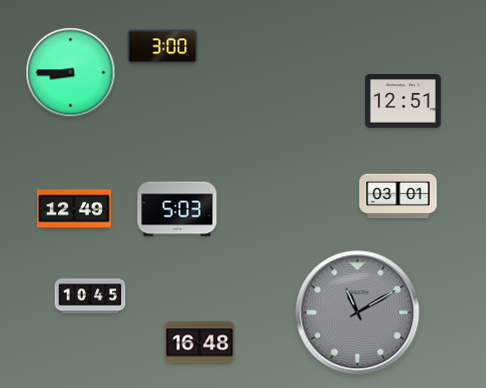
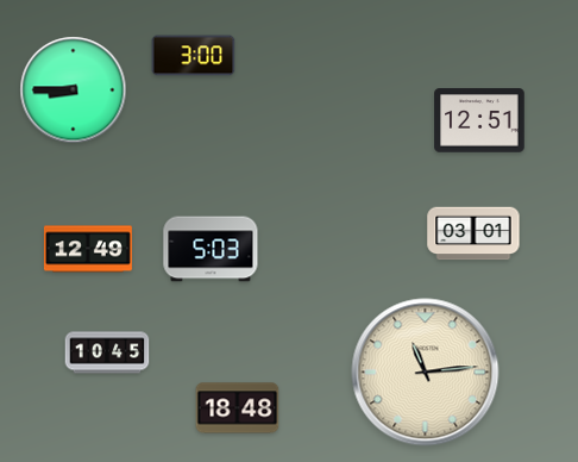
clock at (71, 73) position: (71, 73) -> (74, 90)
clock at (358, 313): 11:10 -> 11:14
clock at (358, 313) dial: grey -> cream
clock at (200, 343): 16:48 -> 18:48
